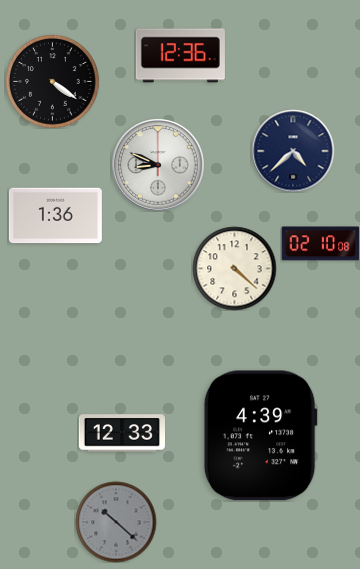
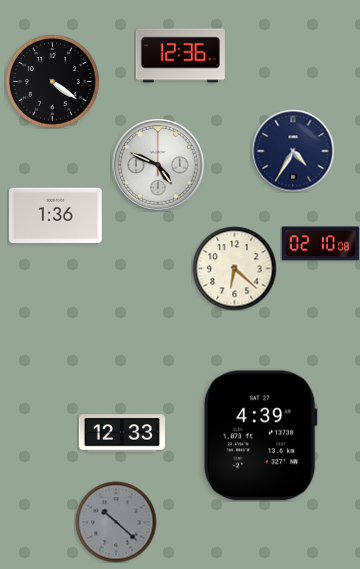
clock at (293, 151): 4:38 -> 4:35
clock at (158, 165): 8:49 -> 4:49
clock at (234, 268): 4:22 -> 6:22
